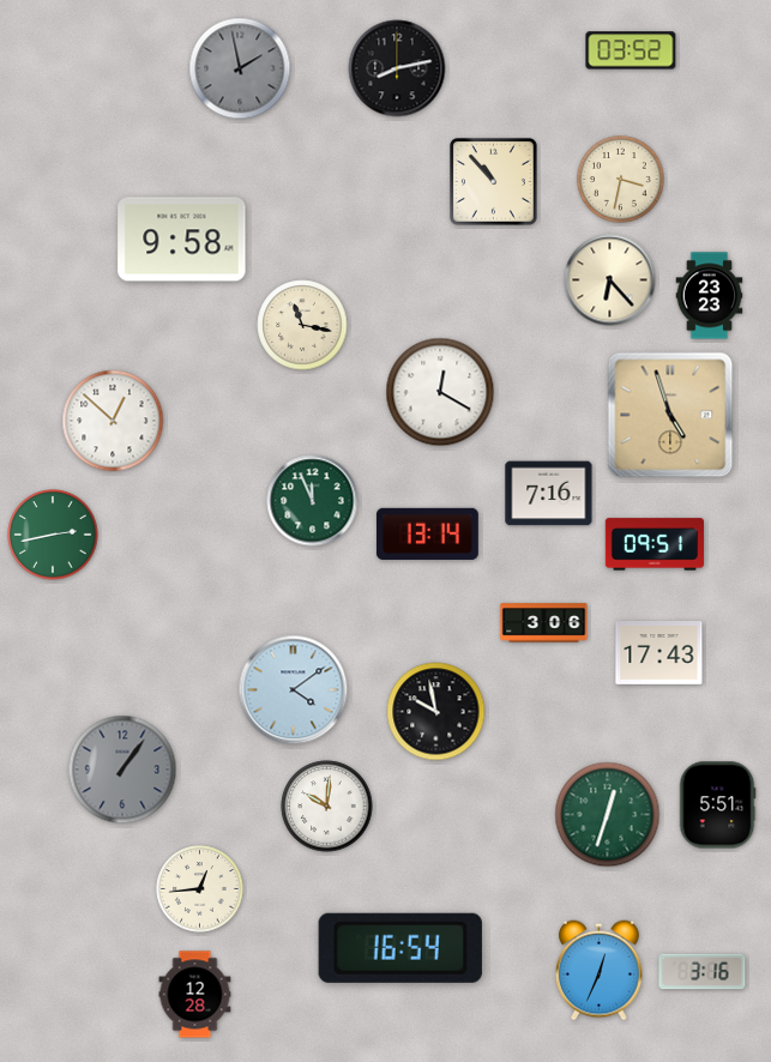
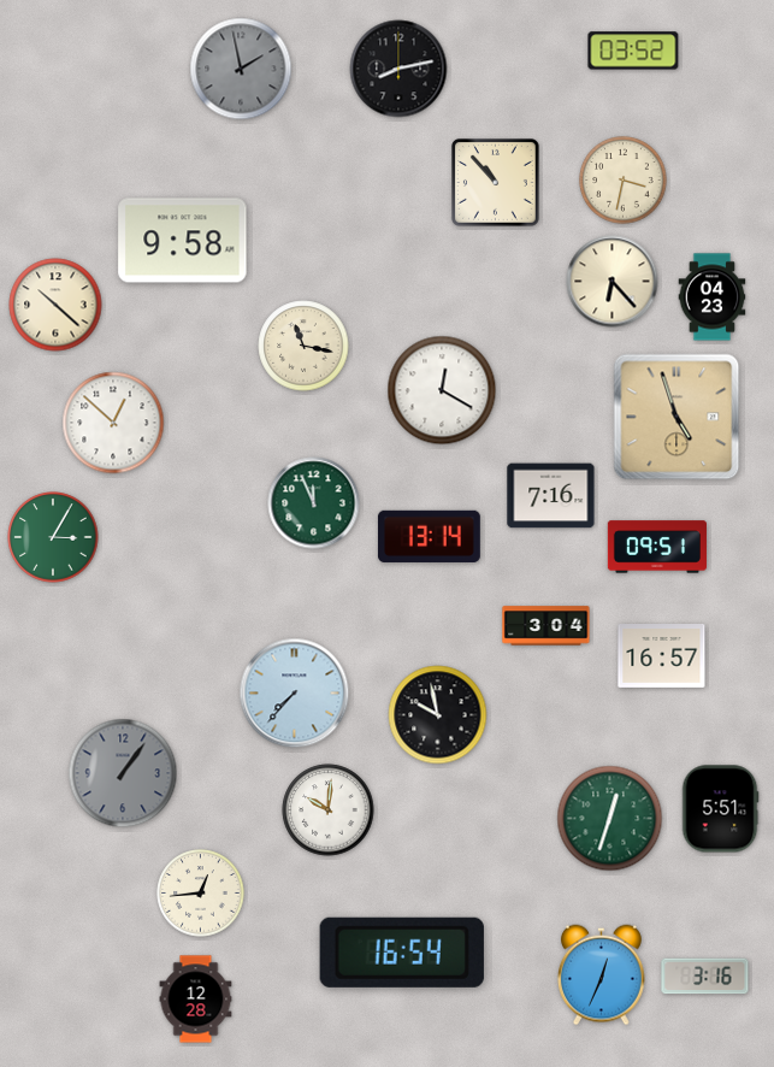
clock at (710, 296): 23:23 -> 04:23
clock at (55, 305): none -> 10:22
clock at (302, 325) position: (302, 325) -> (303, 346)
clock at (440, 392) position: (440, 392) -> (442, 390)
clock at (670, 415) position: (670, 415) -> (676, 417)
clock at (53, 535): 2:43 -> 3:05
clock at (544, 623): 3:06 -> 3:04
clock at (659, 653): 17:43 -> 16:57
clock at (294, 690): 4:09 -> 7:37
